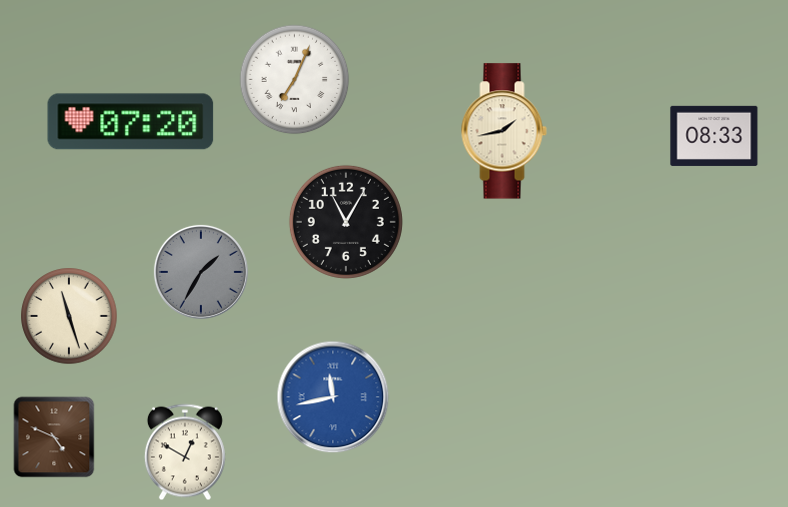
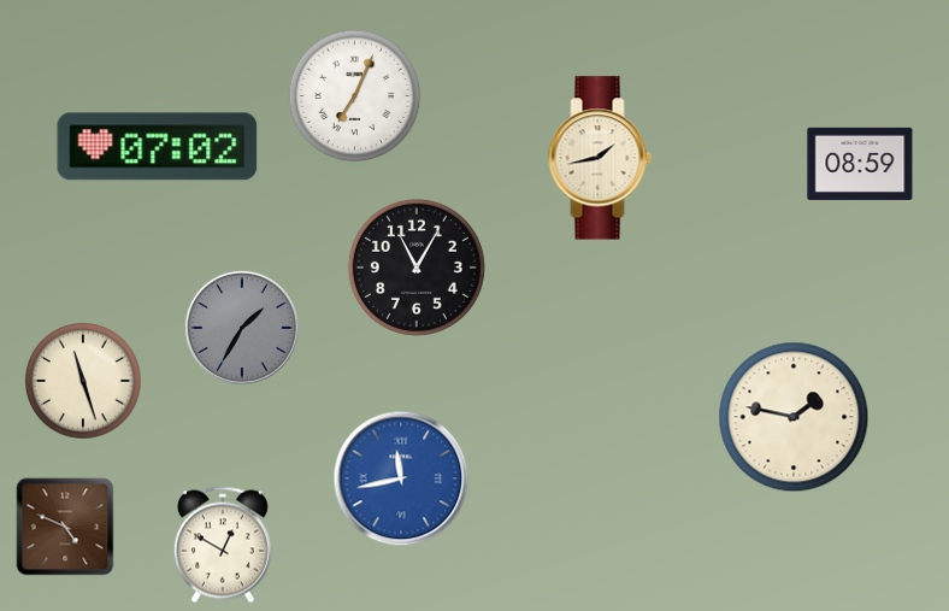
clock at (131, 122): 07:20 -> 07:02
clock at (504, 131) position: (504, 131) -> (600, 158)
clock at (714, 136): 08:33 -> 08:59
clock at (794, 417): none -> 1:47
